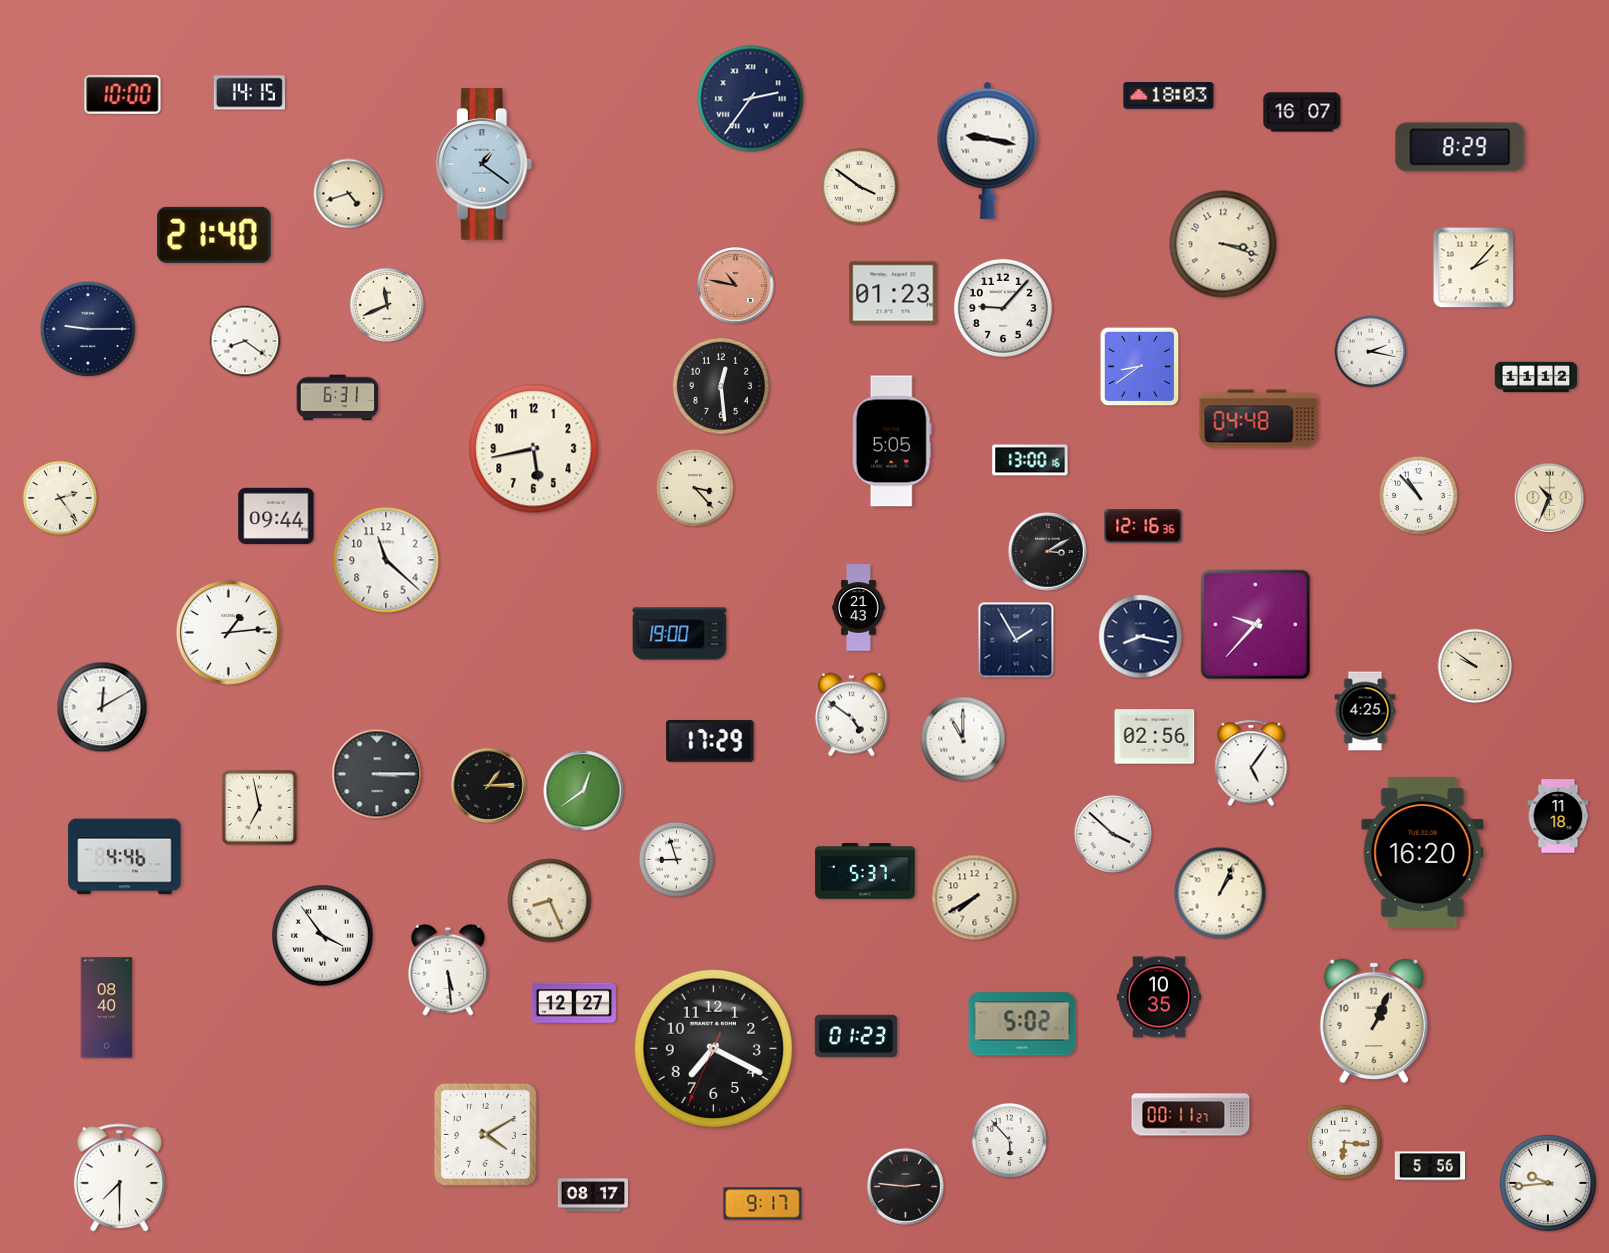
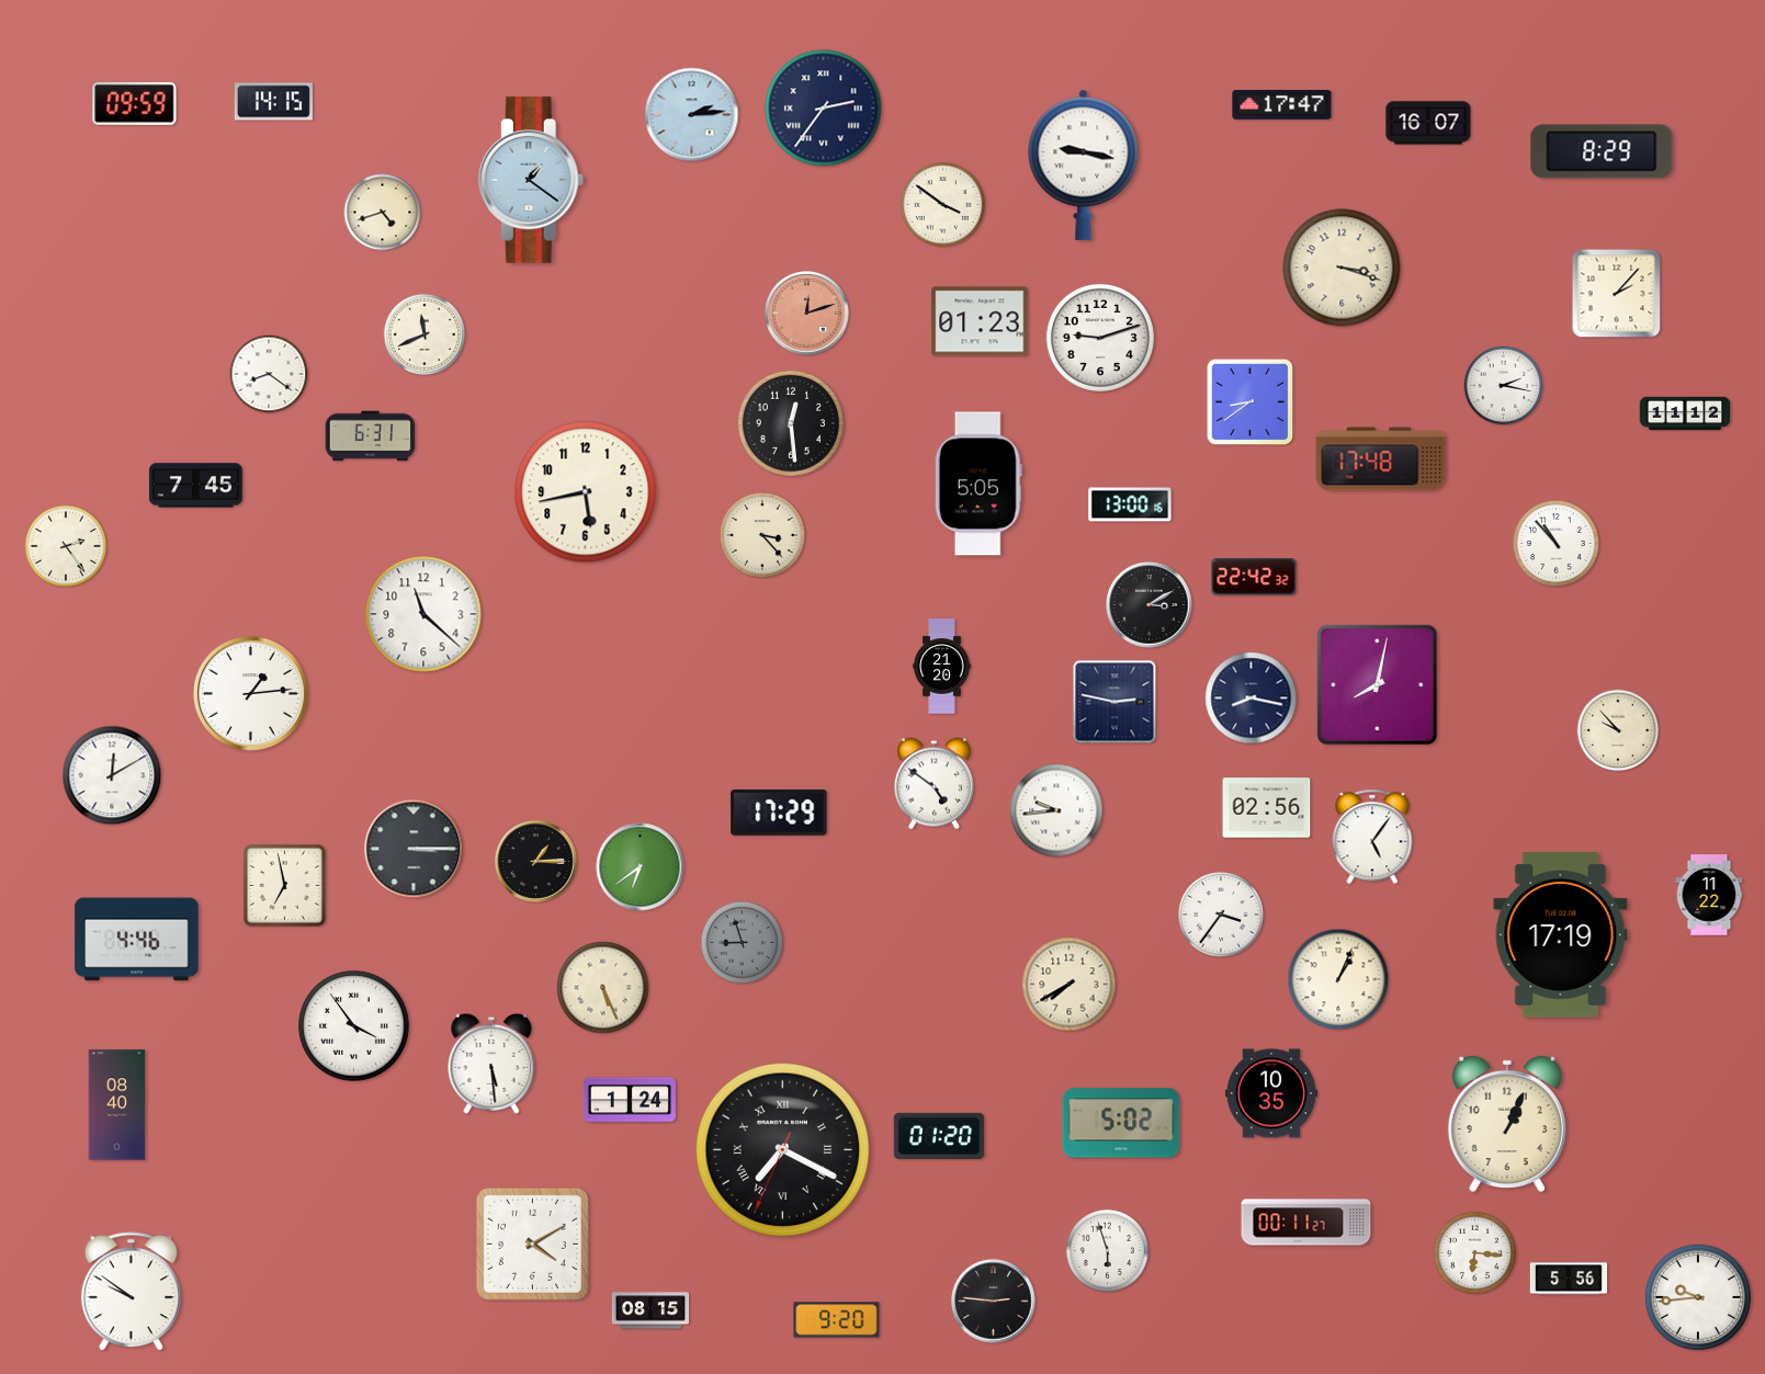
clock at (123, 94): 10:00 -> 09:59
clock at (1169, 96): 18:03 -> 17:47
clock at (692, 115): none -> 2:14
clock at (1460, 147) position: (1460, 147) -> (1602, 151)
clock at (214, 235): 21:40 -> none
clock at (736, 286): 10:47 -> 12:12
clock at (1003, 308): 9:07 -> 9:12
clock at (88, 329): 9:15 -> none
clock at (1259, 419): 04:48 -> 17:48
clock at (195, 486): none -> 7:45
clock at (1549, 497): 10:34 -> none
clock at (276, 515): 09:44 -> none
clock at (1143, 526): 12:16 -> 22:42
clock at (859, 608): 21:43 -> 21:20
clock at (1255, 624): 9:37 -> 8:02
clock at (680, 634): 19:00 -> none
clock at (1016, 640): 1:55 -> 2:47
clock at (1475, 666): 9:51 -> 9:53
clock at (1365, 711): 4:25 -> none
clock at (963, 739): 11:00 -> 9:44
clock at (584, 791): 12:39 -> 6:39
clock at (1558, 816): 11:18 -> 11:22
clock at (1113, 834): 3:52 -> 3:36
clock at (1423, 852): 16:20 -> 17:19
clock at (676, 859) dial: white -> grey
clock at (865, 871): 5:37 -> none
clock at (550, 901): 8:26 -> 5:26
clock at (574, 1003): 12:27 -> 1:24
clock at (1374, 1021) position: (1374, 1021) -> (1507, 1124)
clock at (856, 1036): 01:23 -> 01:20
clock at (714, 1049) numerals: Arabic -> Roman
clock at (1009, 1140): 5:53 -> 5:57
clock at (119, 1178): 7:30 -> 9:51
clock at (592, 1195): 08:17 -> 08:15
clock at (763, 1204): 9:17 -> 9:20
